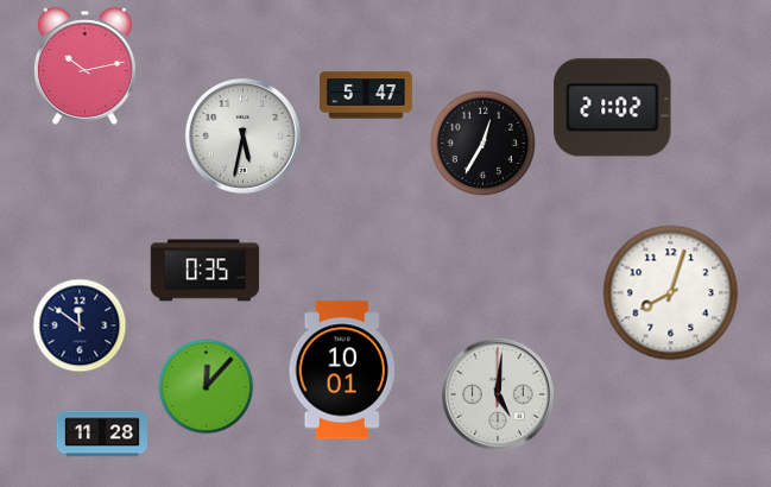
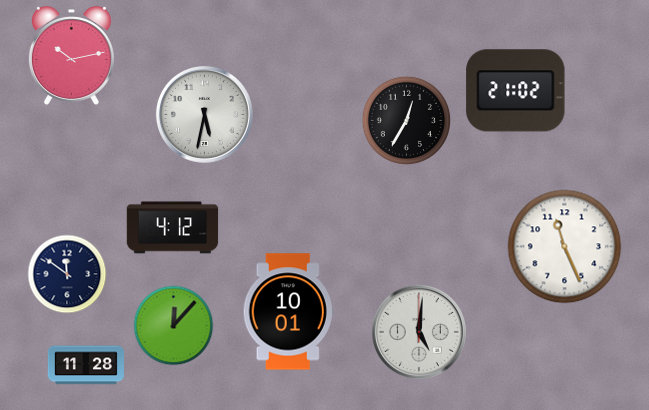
clock at (367, 95): 5:47 -> none
clock at (206, 271): 0:35 -> 4:12
clock at (671, 293): 8:03 -> 11:26
